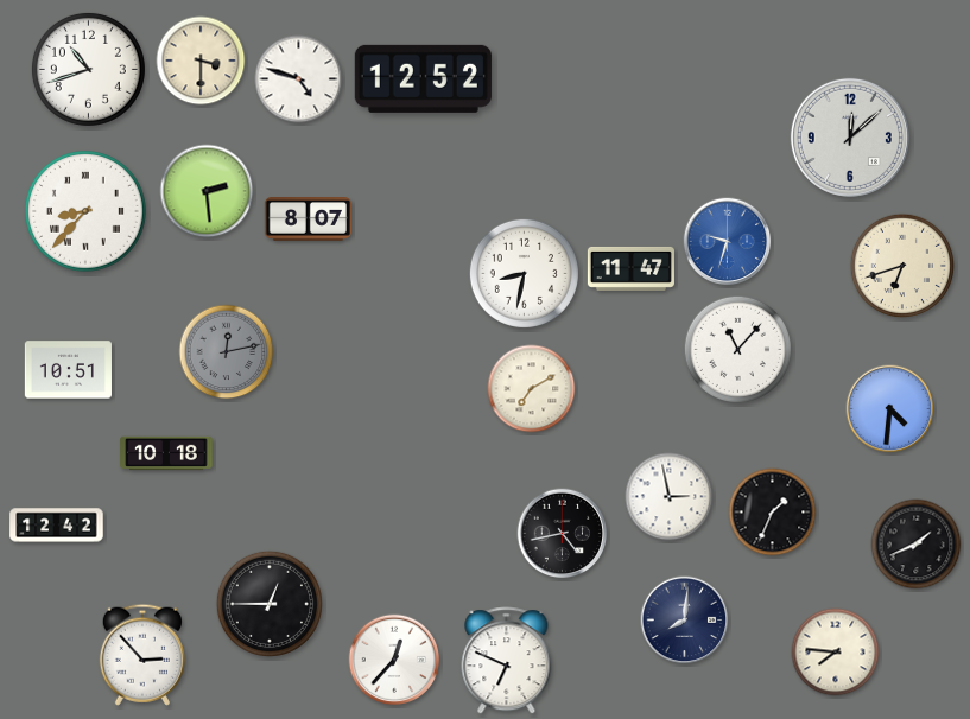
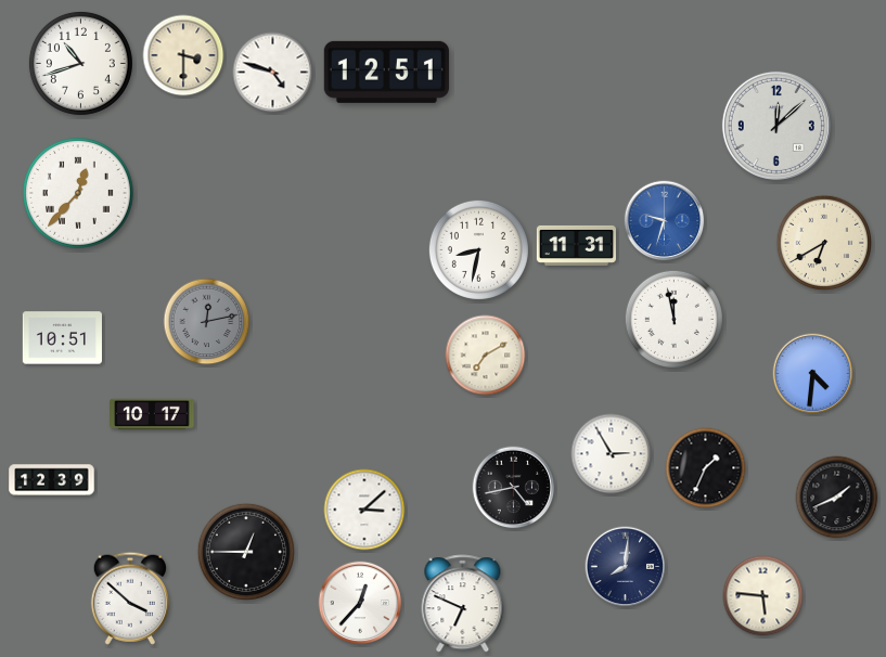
clock at (423, 78): 12:52 -> 12:51
clock at (207, 191): 2:29 -> none
clock at (87, 212): 8:37 -> 12:37
clock at (308, 219): 8:07 -> none
clock at (902, 266): 6:42 -> 6:40
clock at (630, 268): 11:47 -> 11:31
clock at (737, 349): 11:07 -> 11:58
clock at (166, 453): 10:18 -> 10:17
clock at (670, 497): 2:58 -> 2:55
clock at (57, 526): 12:42 -> 12:39
clock at (364, 510): none -> 3:08
clock at (836, 653): 7:46 -> 5:46
clock at (142, 655): 2:53 -> 3:52
